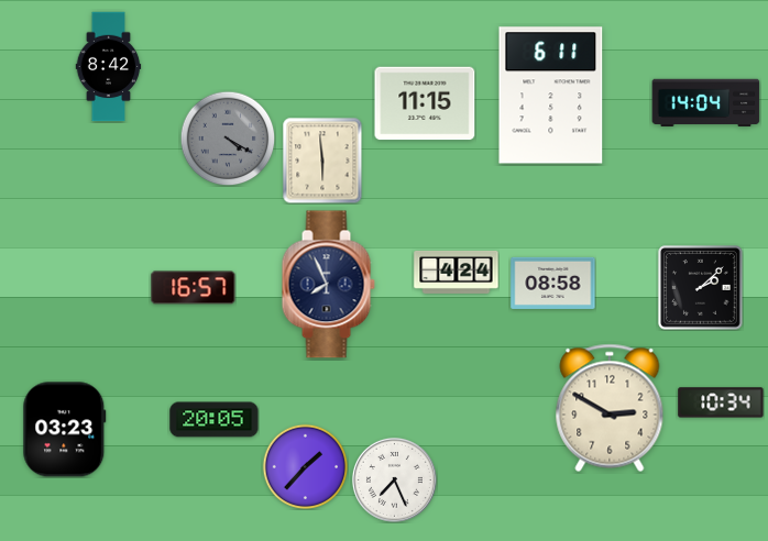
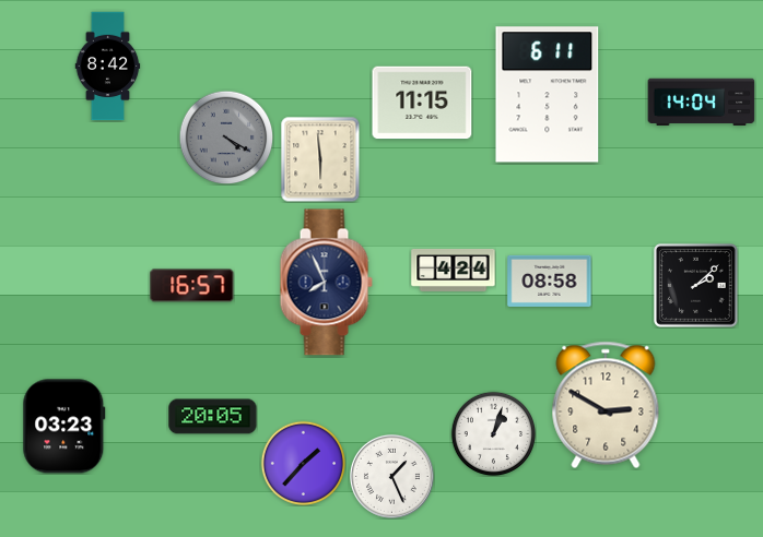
clock at (721, 402): 10:34 -> none
clock at (493, 433): none -> 1:03
clock at (394, 479): 7:26 -> 1:26
